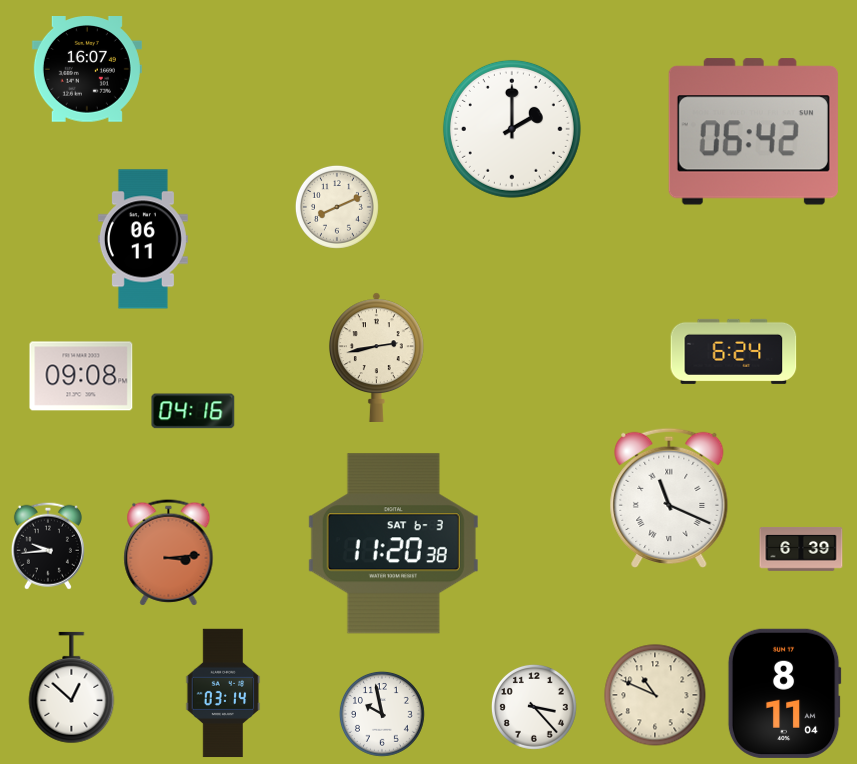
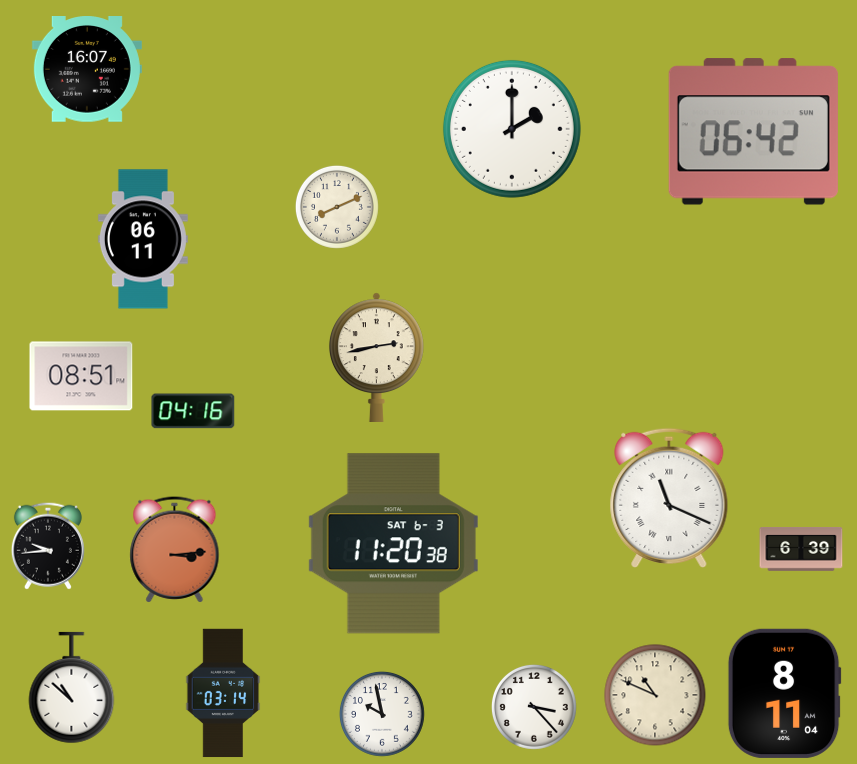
clock at (734, 351): 6:24 -> none
clock at (81, 376): 09:08 -> 08:51
clock at (169, 553) position: (169, 553) -> (175, 550)
clock at (72, 688): 12:52 -> 10:52
